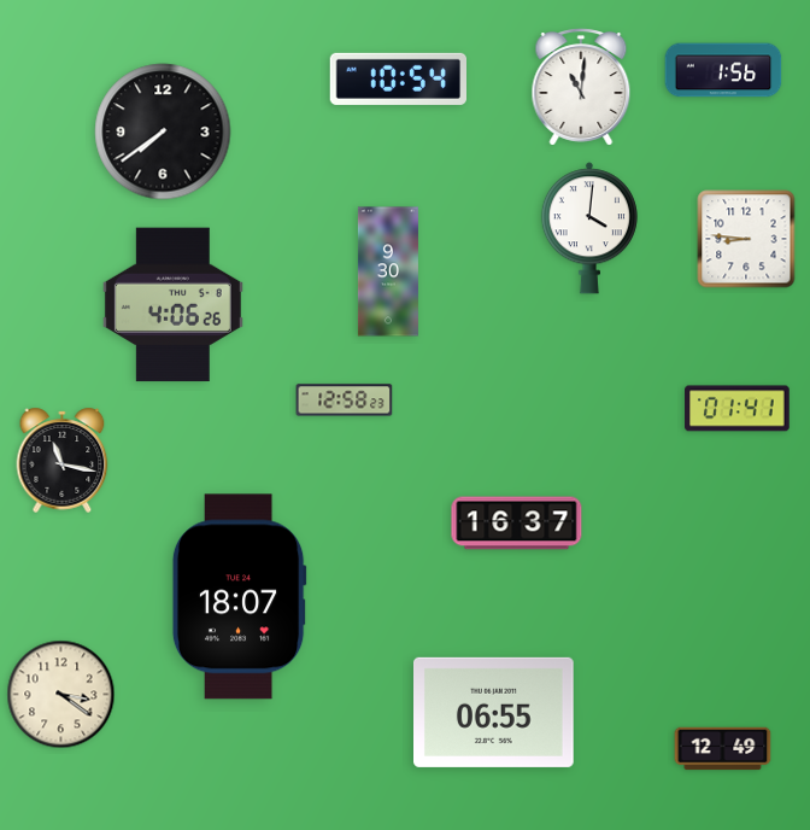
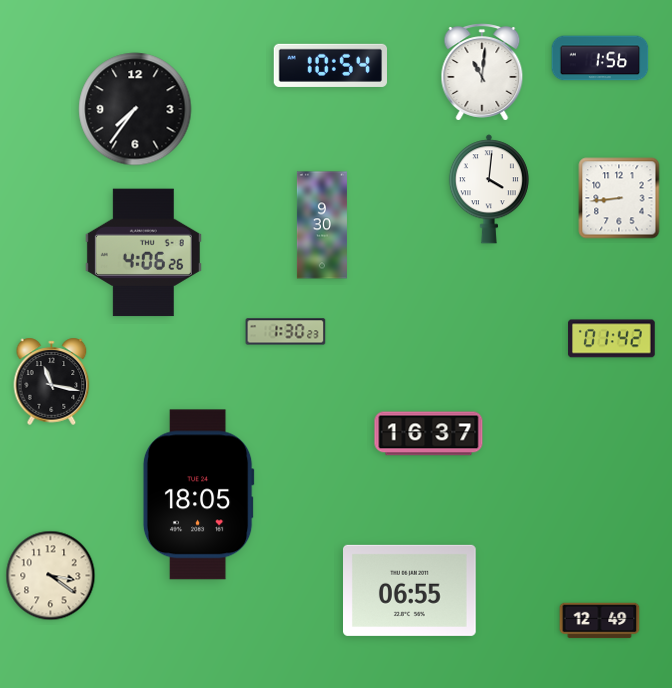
clock at (163, 131): 7:39 -> 7:36
clock at (746, 239): 8:46 -> 8:44
clock at (345, 401): 12:58 -> 1:30
clock at (738, 409): 01:41 -> 01:42
clock at (239, 597): 18:07 -> 18:05
